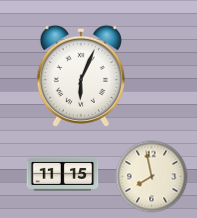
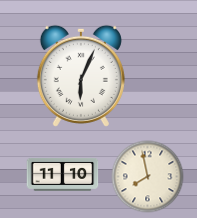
clock at (63, 174): 11:15 -> 11:10
clock at (152, 177) position: (152, 177) -> (148, 177)
